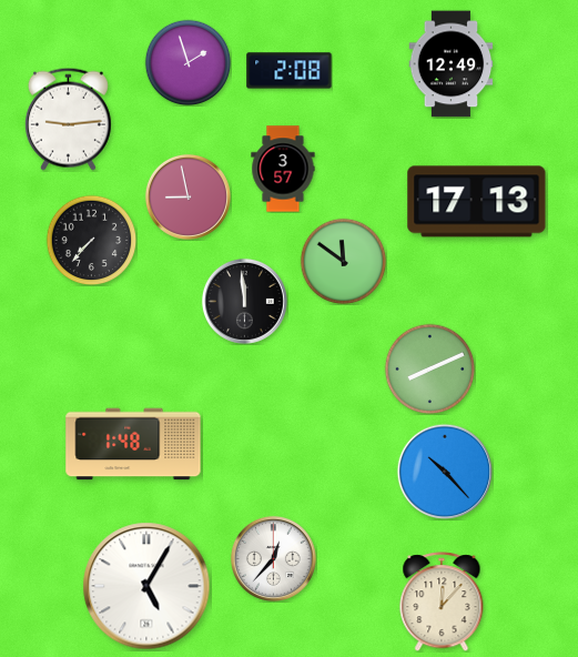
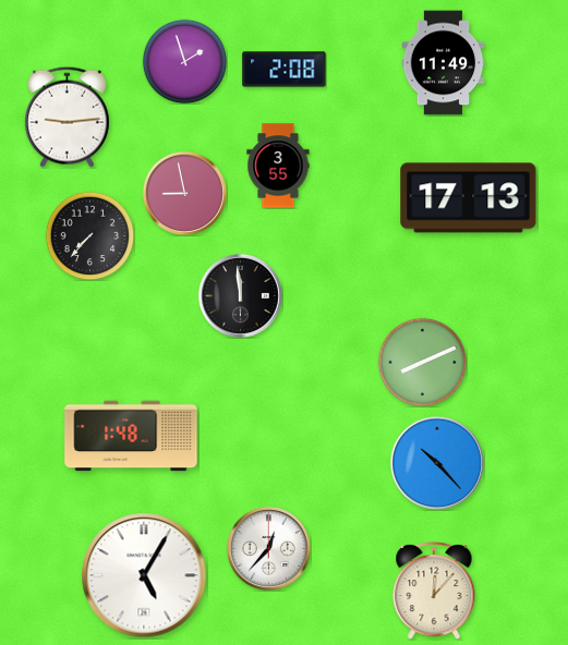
clock at (452, 64): 12:49 -> 11:49
clock at (283, 169): 3:57 -> 3:55
clock at (343, 261): 11:51 -> none
